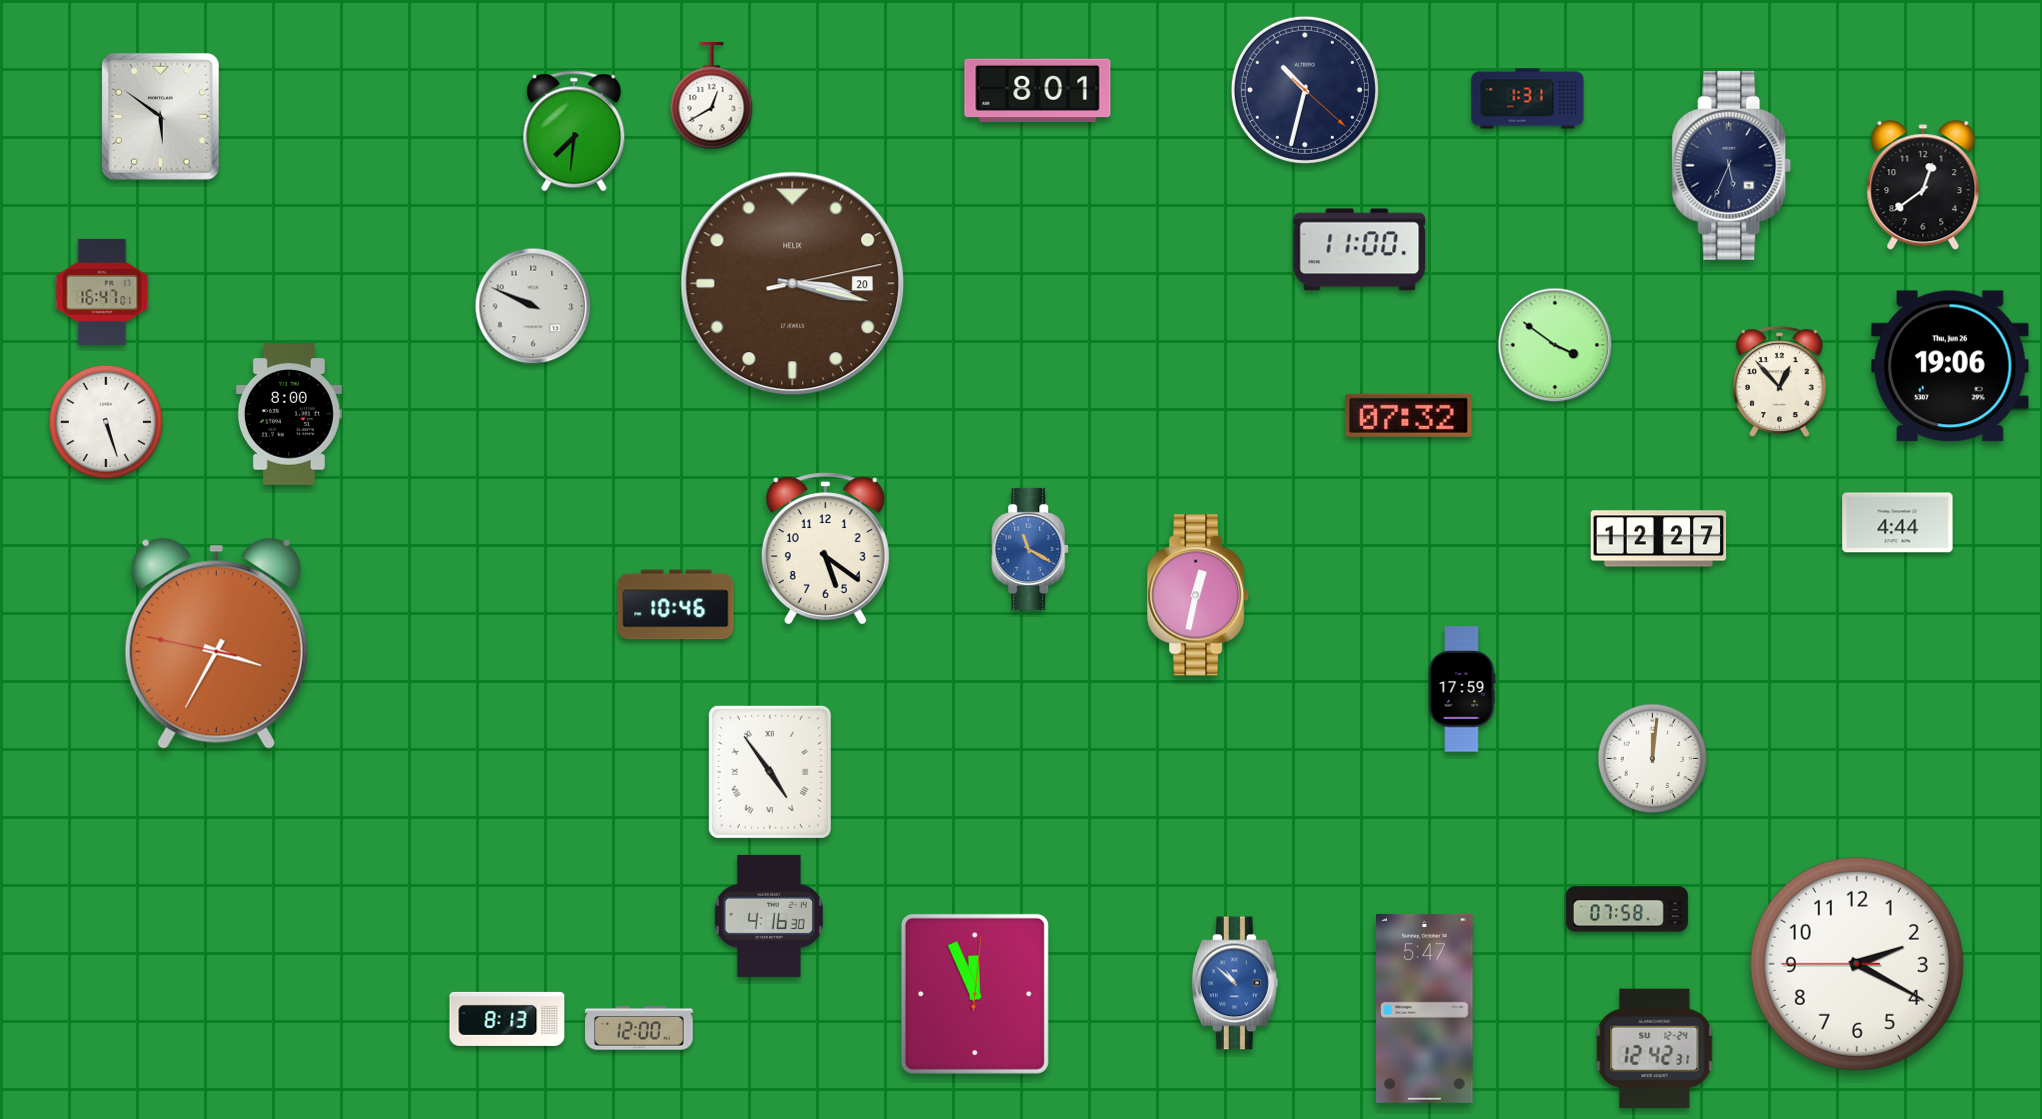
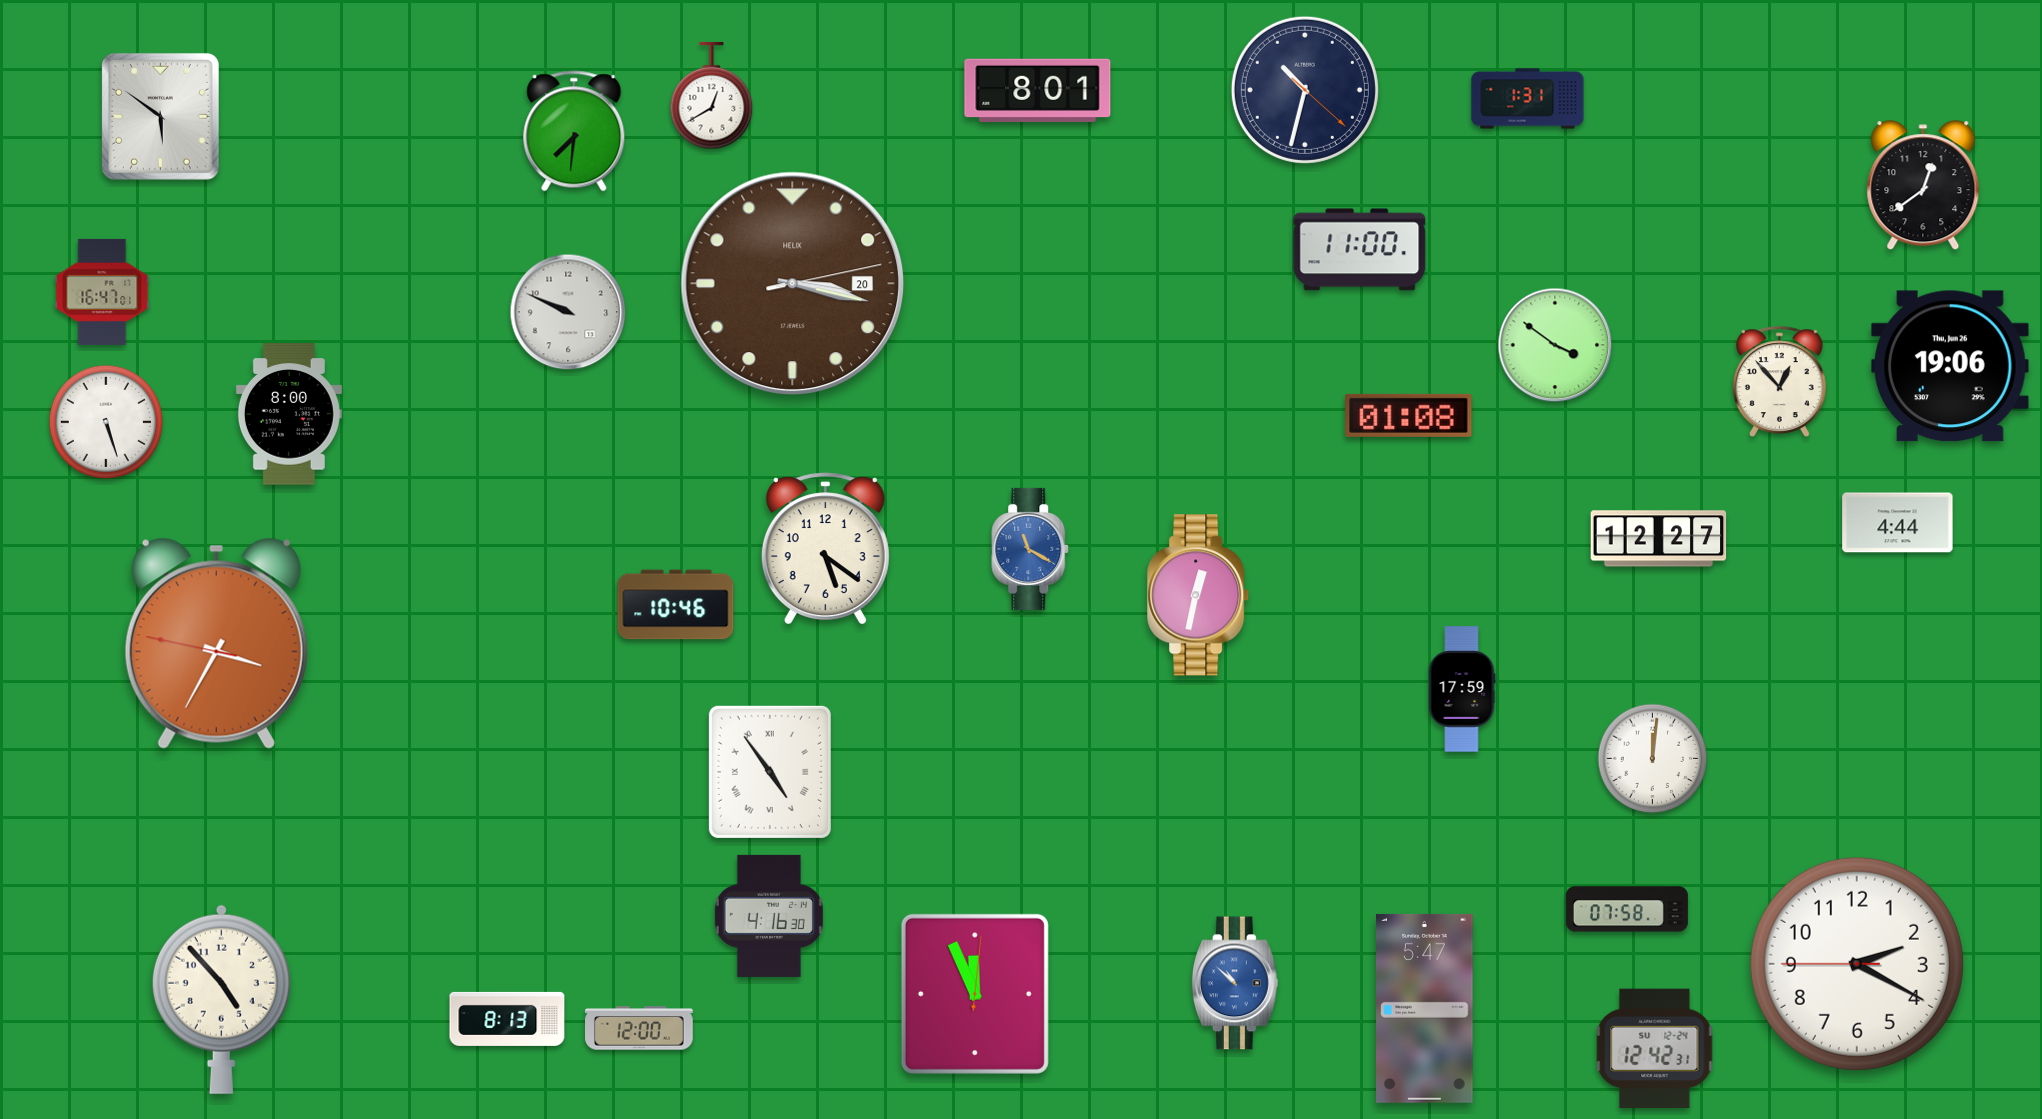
clock at (1732, 165): 5:34 -> none
clock at (533, 306) position: (533, 306) -> (568, 312)
clock at (1409, 415): 07:32 -> 01:08
clock at (221, 999): none -> 4:53
